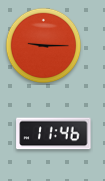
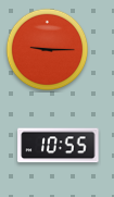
clock at (54, 134): 11:46 -> 10:55
